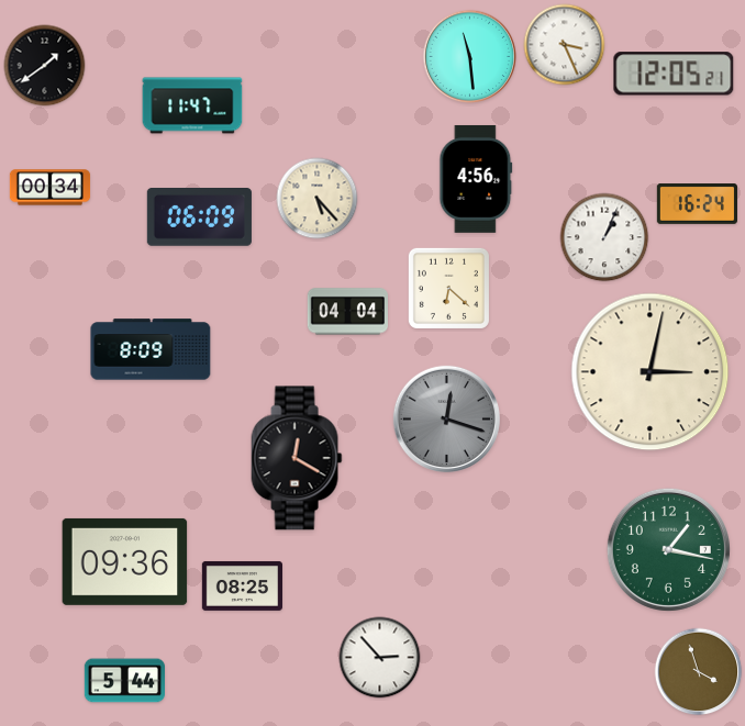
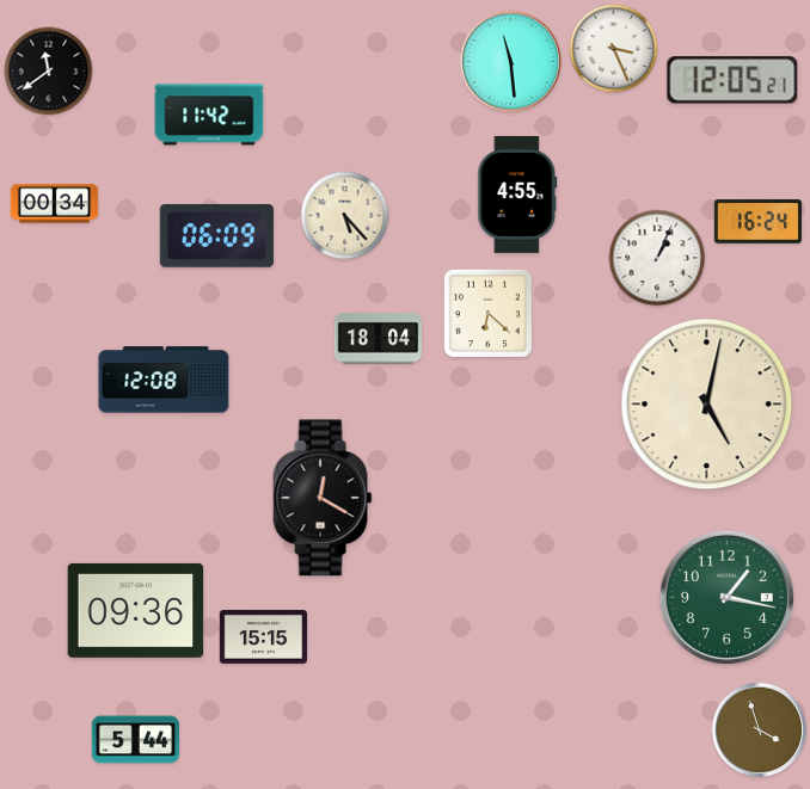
clock at (45, 66): 1:39 -> 11:39
clock at (192, 105): 11:47 -> 11:42
clock at (476, 179): 4:56 -> 4:55
clock at (347, 312): 04:04 -> 18:04
clock at (151, 349): 8:09 -> 12:08
clock at (651, 372): 3:02 -> 5:02
clock at (446, 418): 12:18 -> none
clock at (242, 585): 08:25 -> 15:15
clock at (380, 658): 2:53 -> none
